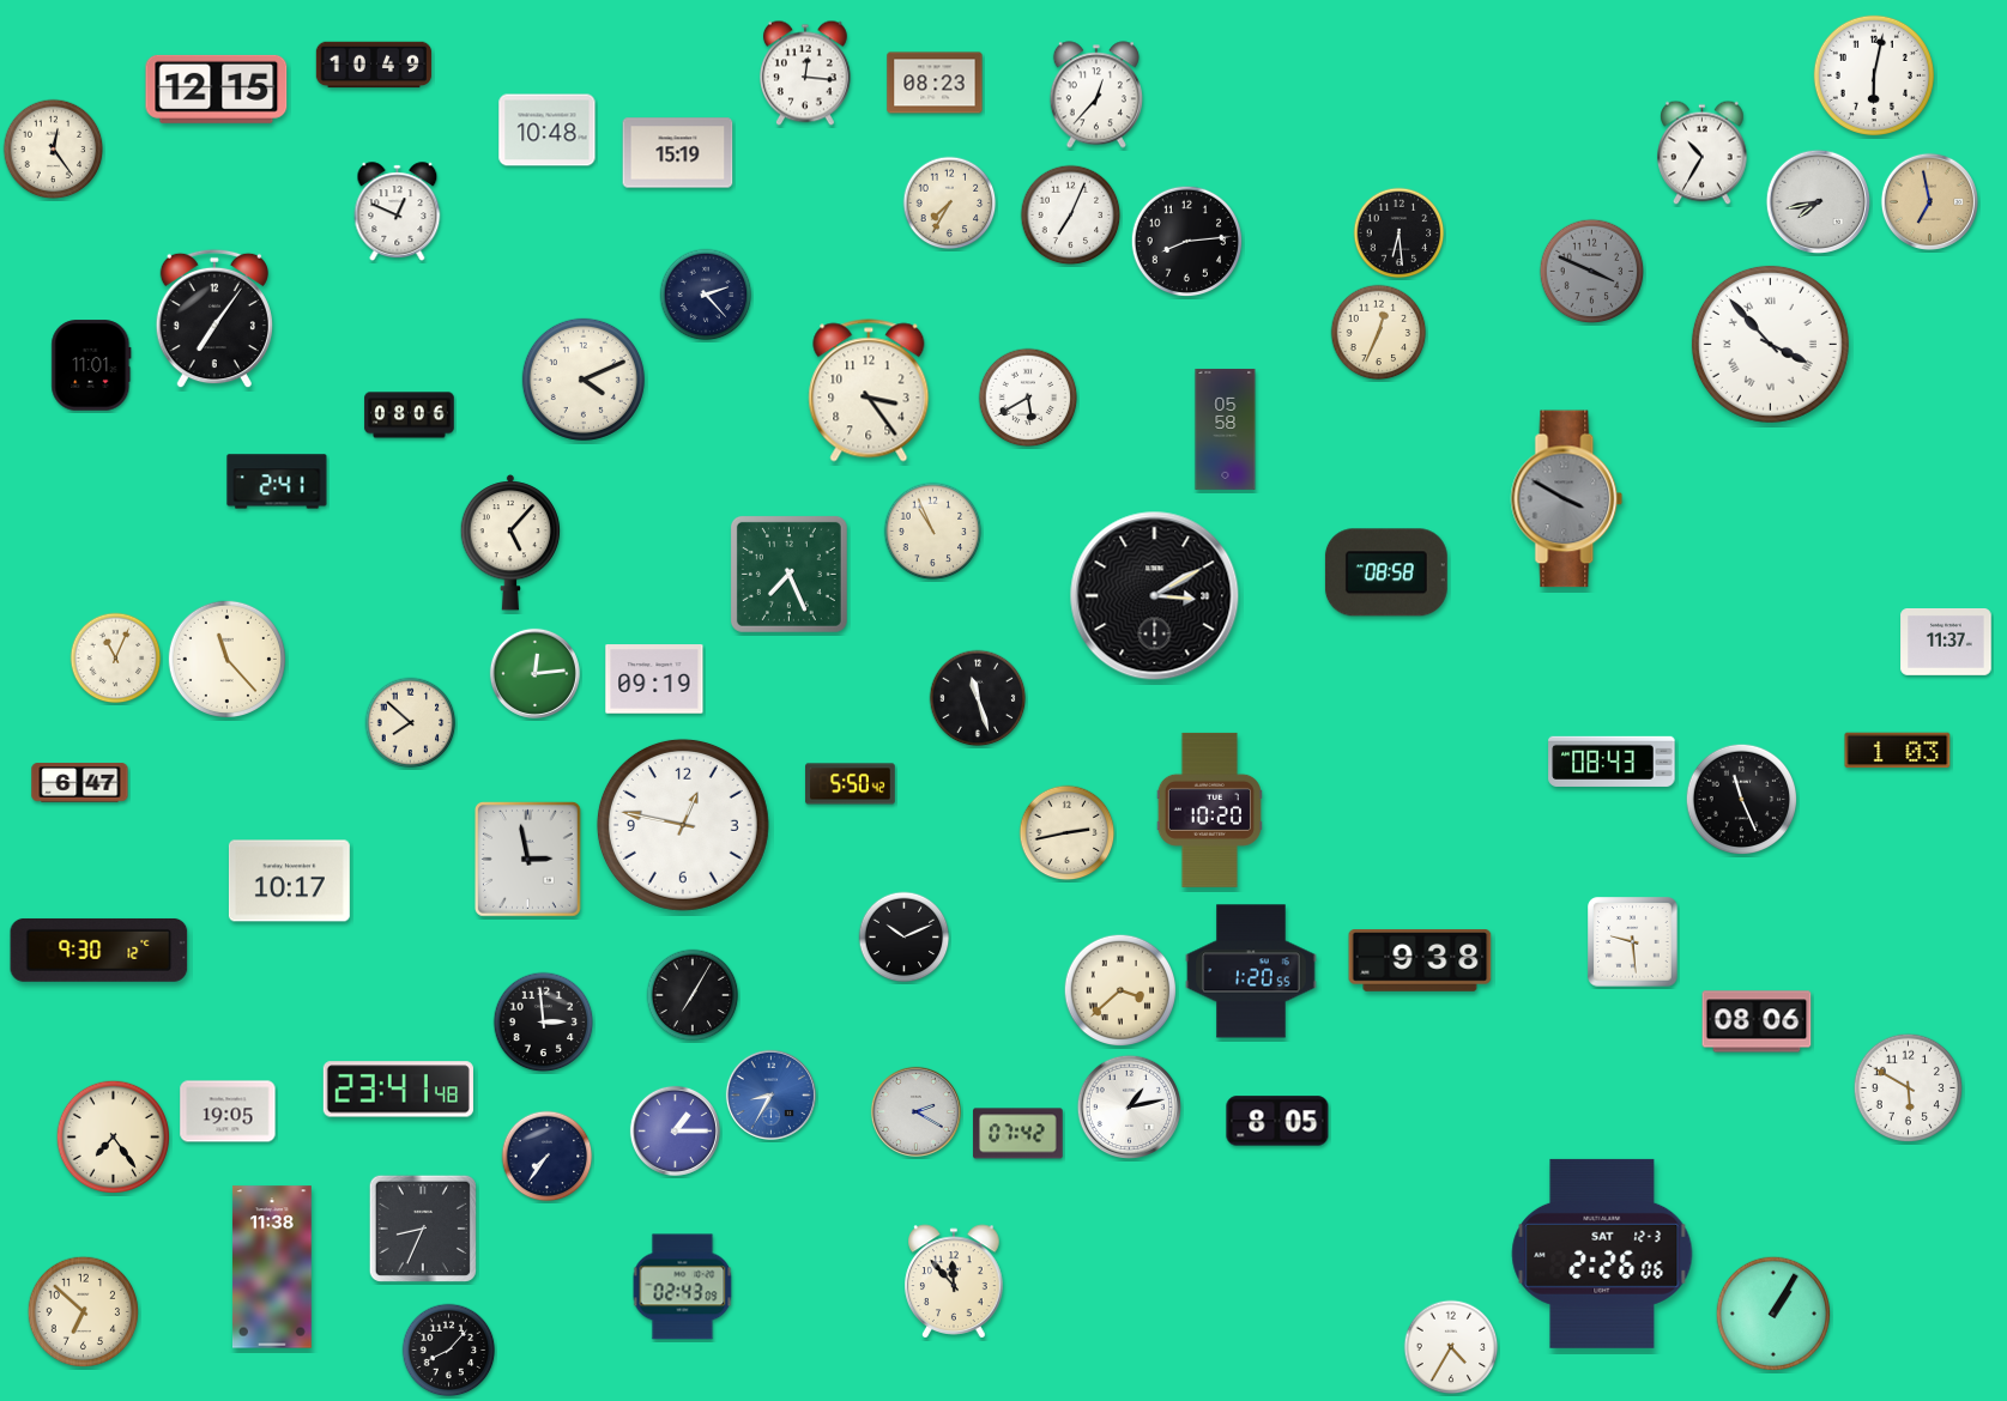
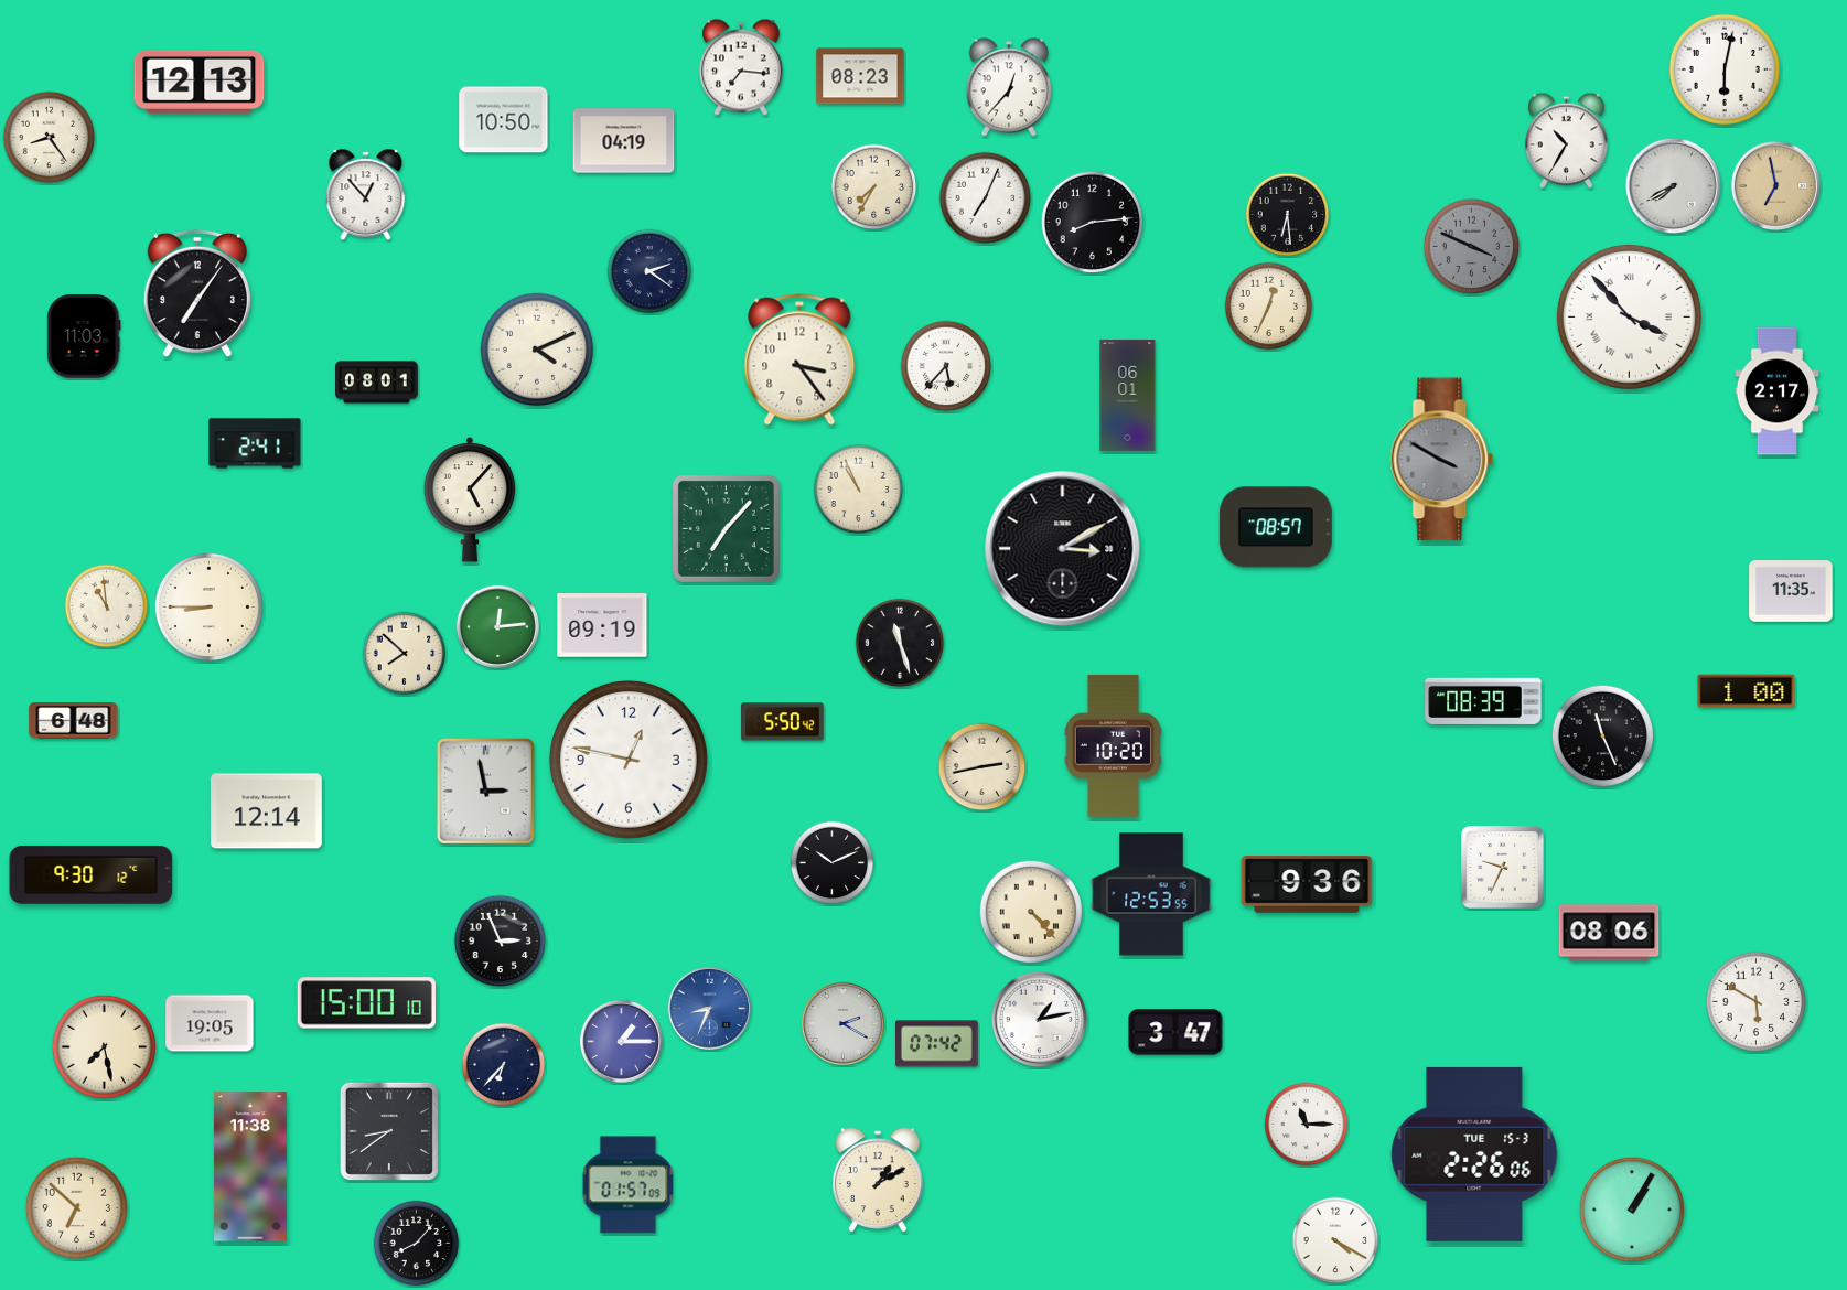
clock at (374, 65): 10:49 -> none
clock at (805, 73): 12:16 -> 7:16
clock at (217, 89): 12:15 -> 12:13
clock at (548, 131): 10:48 -> 10:50
clock at (54, 150): 12:24 -> 8:24
clock at (678, 153): 15:19 -> 04:19
clock at (1819, 202): 7:43 -> 7:40
clock at (398, 211): 12:49 -> 12:53
clock at (1592, 272) position: (1592, 272) -> (1472, 247)
clock at (706, 295): 2:23 -> 2:21
clock at (91, 365): 11:01 -> 11:03
clock at (1028, 398): 5:40 -> 5:37
clock at (410, 416): 08:06 -> 08:01
clock at (1778, 391): none -> 2:17
clock at (1226, 429): 05:58 -> 06:01
clock at (1386, 572): 08:58 -> 08:57
clock at (788, 574): 7:26 -> 7:07
clock at (1946, 643): 11:37 -> 11:35
clock at (116, 659): 11:04 -> 10:59
clock at (226, 659): 11:23 -> 8:45
clock at (534, 673) position: (534, 673) -> (497, 626)
clock at (411, 723) position: (411, 723) -> (405, 654)
clock at (1898, 751): 1:03 -> 1:00
clock at (1612, 762): 08:43 -> 08:39
clock at (80, 783): 6:47 -> 6:48
clock at (289, 881): 10:17 -> 12:14
clock at (1633, 942): 9:29 -> 9:34
clock at (1420, 962): 9:38 -> 9:36
clock at (1251, 971): 1:20 -> 12:53
clock at (1120, 990): 3:38 -> 4:23
clock at (693, 995): 7:05 -> none
clock at (1757, 1021) position: (1757, 1021) -> (1609, 933)
clock at (544, 1023): 2:59 -> 2:56
clock at (398, 1090): 23:41 -> 15:00
clock at (770, 1094): 8:35 -> 8:34
clock at (1277, 1121): 8:05 -> 3:47
clock at (114, 1138): 7:24 -> 7:28
clock at (548, 1157): 7:36 -> 6:37
clock at (1307, 1125): none -> 11:15
clock at (423, 1229): 8:34 -> 8:39
clock at (1602, 1254) date: SAT 12-3 -> TUE 15-3
clock at (954, 1281): 11:53 -> 1:10
clock at (683, 1287): 02:43 -> 01:57
clock at (1451, 1347): 4:35 -> 4:20
clock at (449, 1351) position: (449, 1351) -> (417, 1244)
